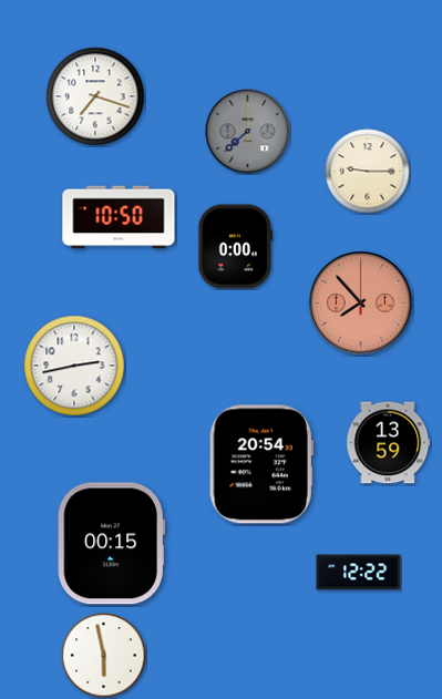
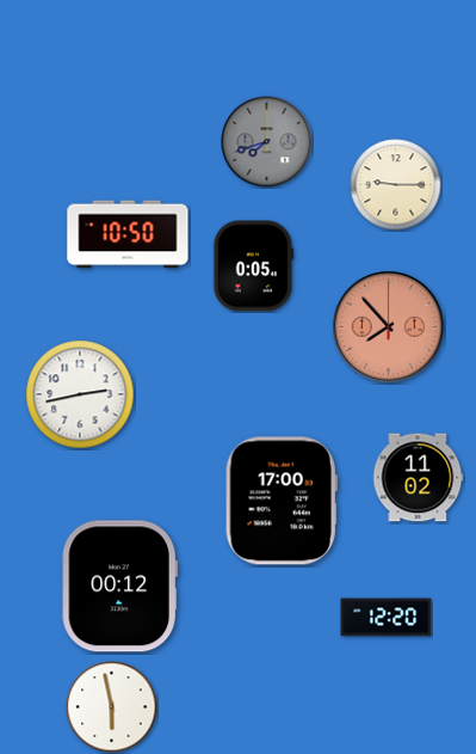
clock at (95, 96): 7:18 -> none
clock at (248, 132): 7:38 -> 7:42
clock at (236, 247): 0:00 -> 0:05
clock at (388, 443): 13:59 -> 11:02
clock at (261, 464): 20:54 -> 17:00
clock at (111, 544): 00:15 -> 00:12
clock at (359, 573): 12:22 -> 12:20
